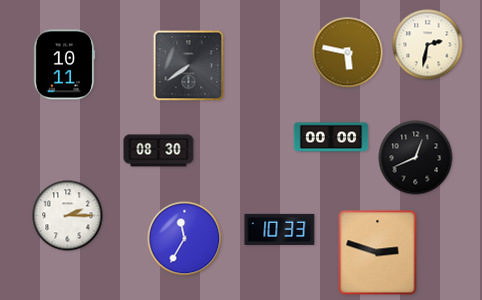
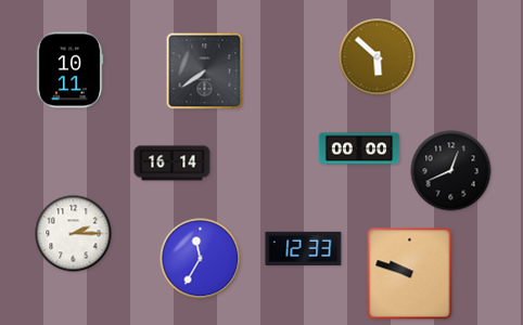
clock at (428, 45): 2:32 -> none
clock at (348, 53): 5:47 -> 5:52
clock at (159, 151): 08:30 -> 16:14
clock at (280, 229): 10:33 -> 12:33
clock at (378, 253): 2:48 -> 9:48
